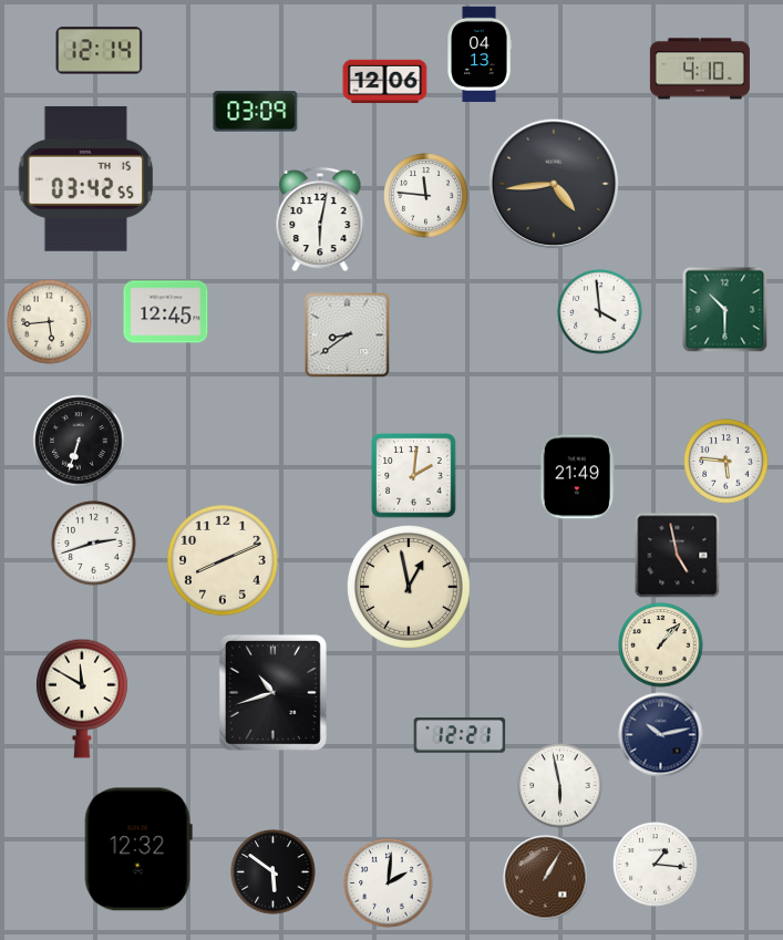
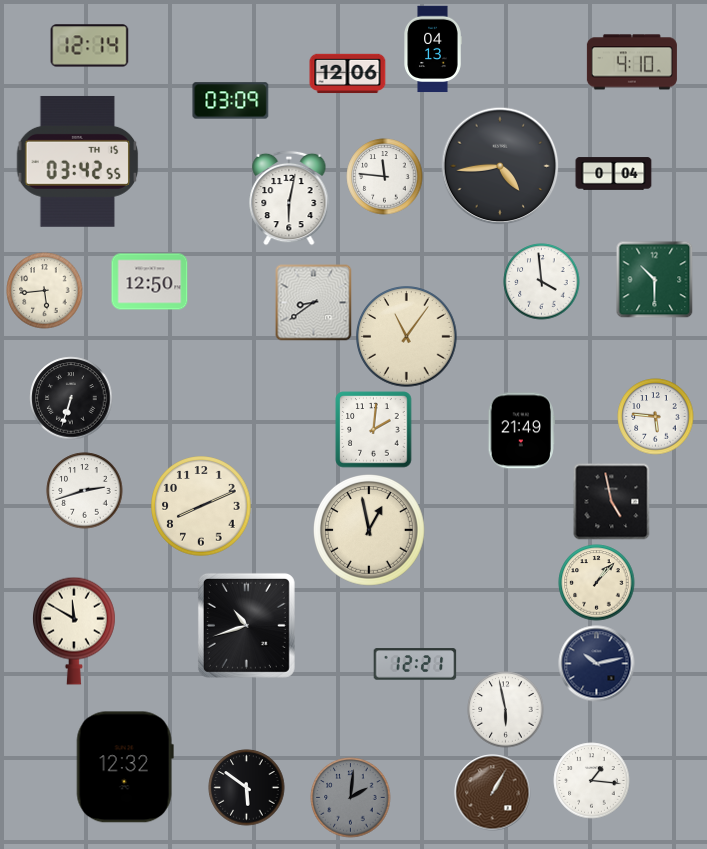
clock at (614, 174): none -> 0:04
clock at (166, 312): 12:45 -> 12:50
clock at (407, 337): none -> 11:06
clock at (389, 884) dial: white -> grey
